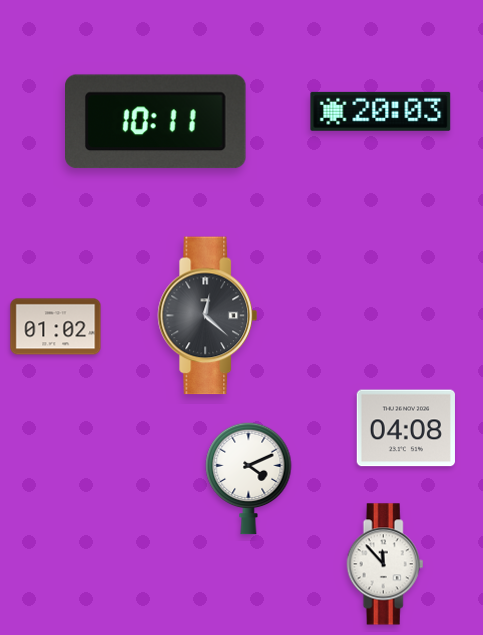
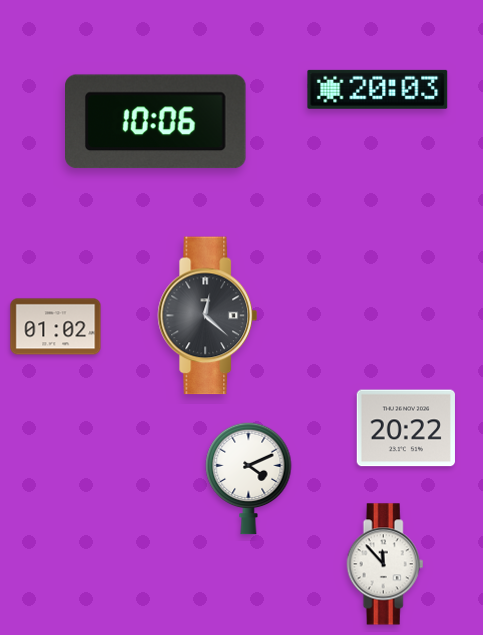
clock at (381, 111) position: (381, 111) -> (378, 89)
clock at (156, 122): 10:11 -> 10:06
clock at (406, 428): 04:08 -> 20:22
